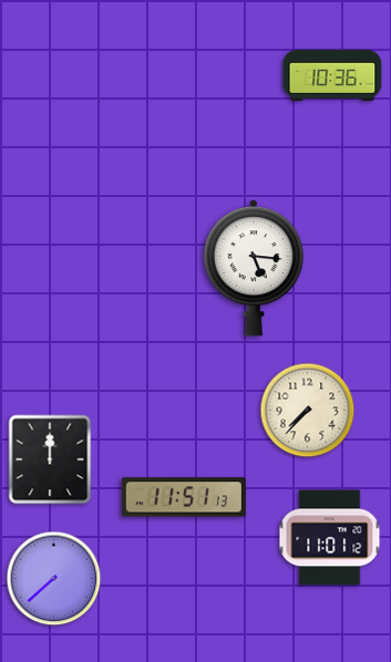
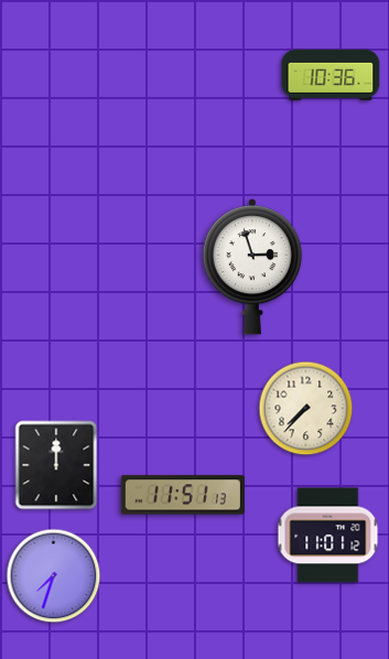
clock at (254, 268): 5:16 -> 2:57
clock at (50, 459) position: (50, 459) -> (56, 465)
clock at (54, 579): 7:38 -> 7:33
